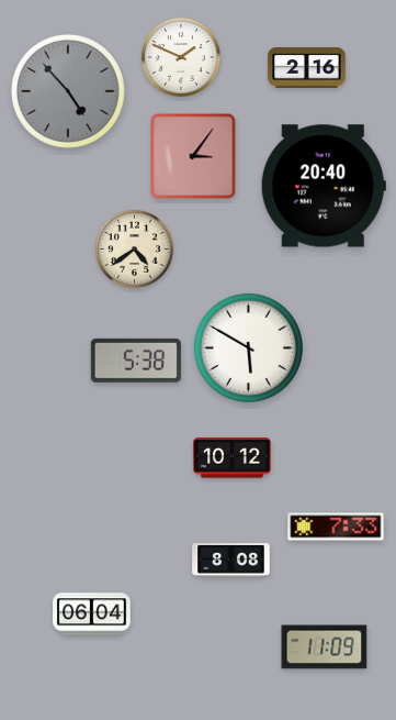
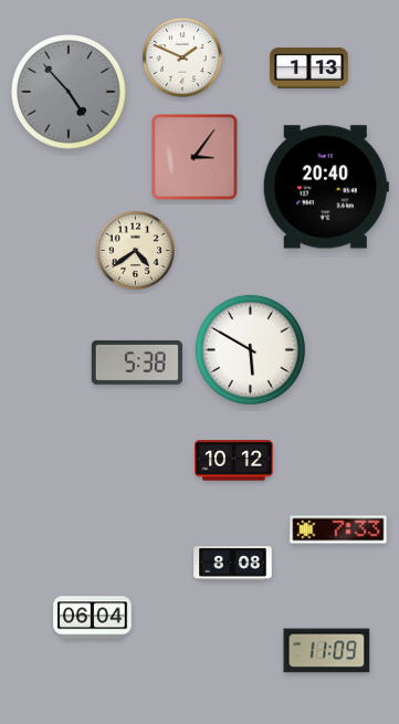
clock at (307, 68): 2:16 -> 1:13
